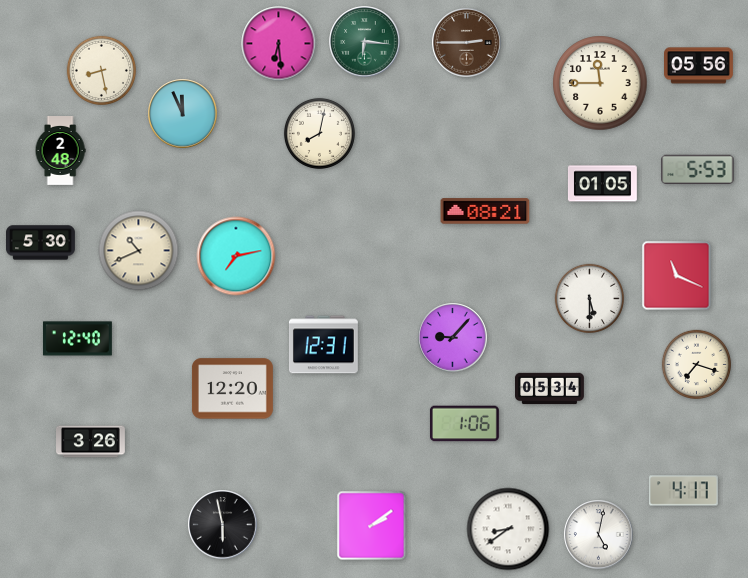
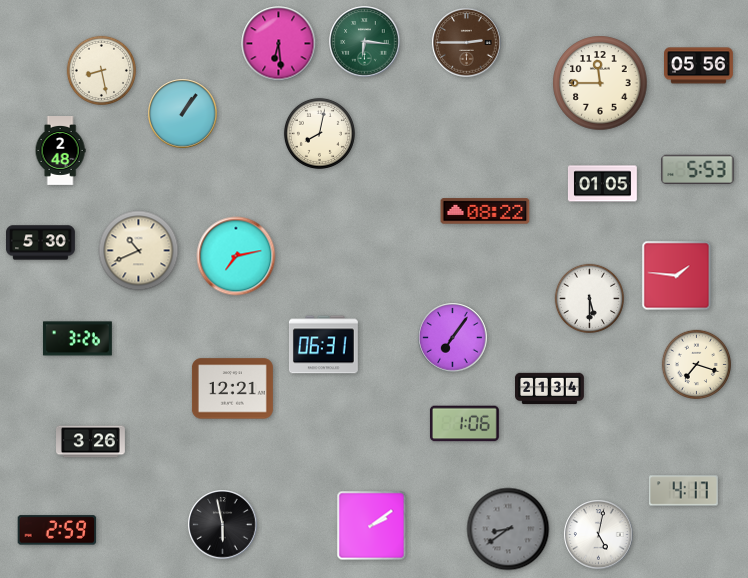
clock at (183, 114): 11:56 -> 1:06
clock at (485, 211): 08:21 -> 08:22
clock at (677, 276): 11:19 -> 1:46
clock at (453, 338): 9:07 -> 7:06
clock at (77, 339): 12:40 -> 3:26
clock at (323, 345): 12:31 -> 06:31
clock at (232, 389): 12:20 -> 12:21
clock at (550, 389): 05:34 -> 21:34
clock at (508, 529) dial: white -> grey
clock at (57, 530): none -> 2:59
